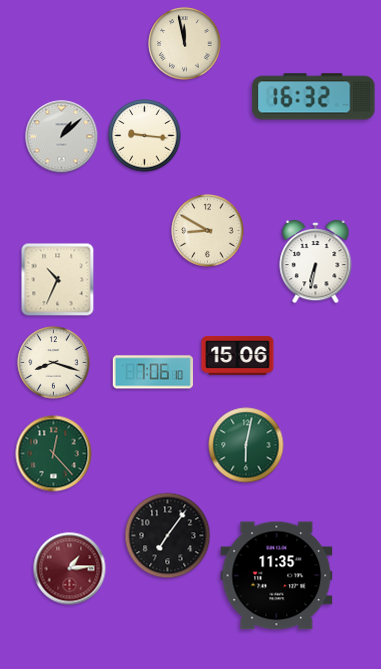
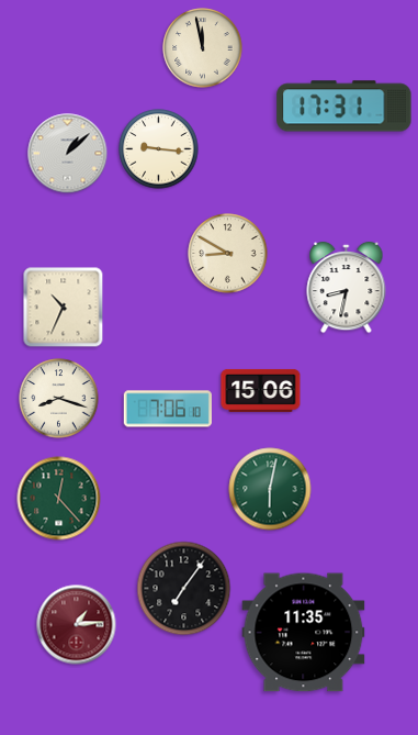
clock at (314, 97): 16:32 -> 17:31
clock at (62, 137) position: (62, 137) -> (68, 154)
clock at (316, 262): 6:32 -> 8:32
